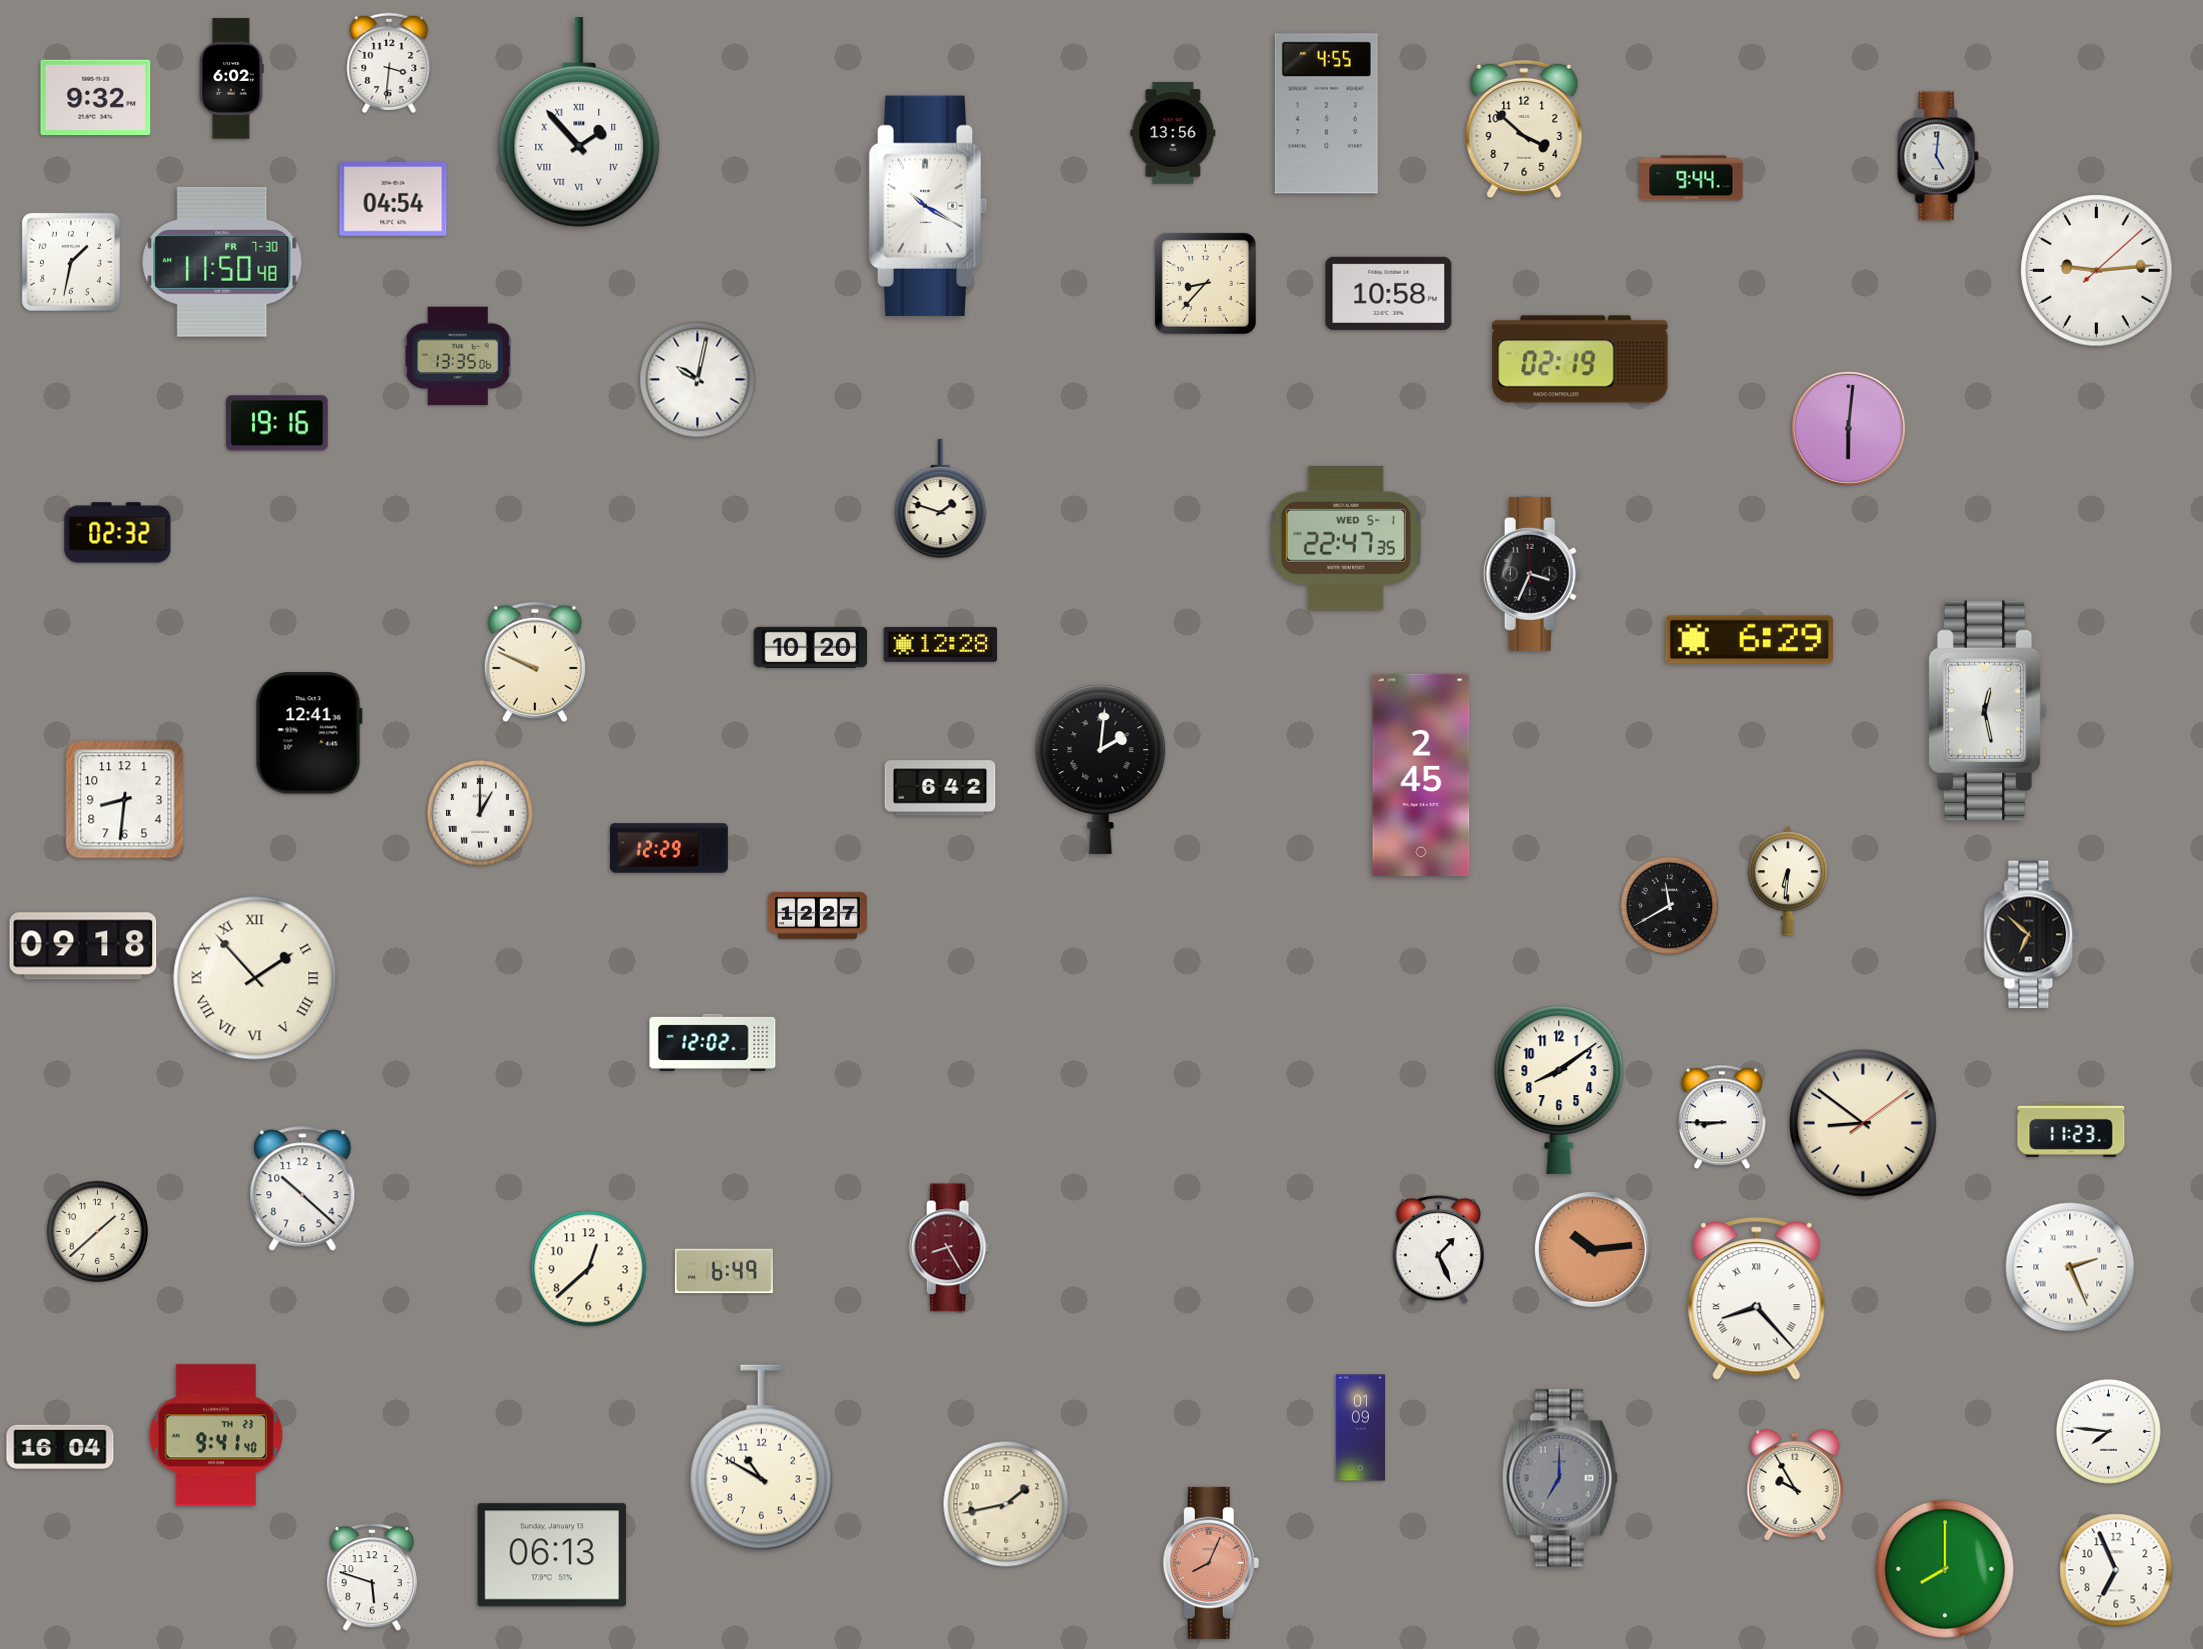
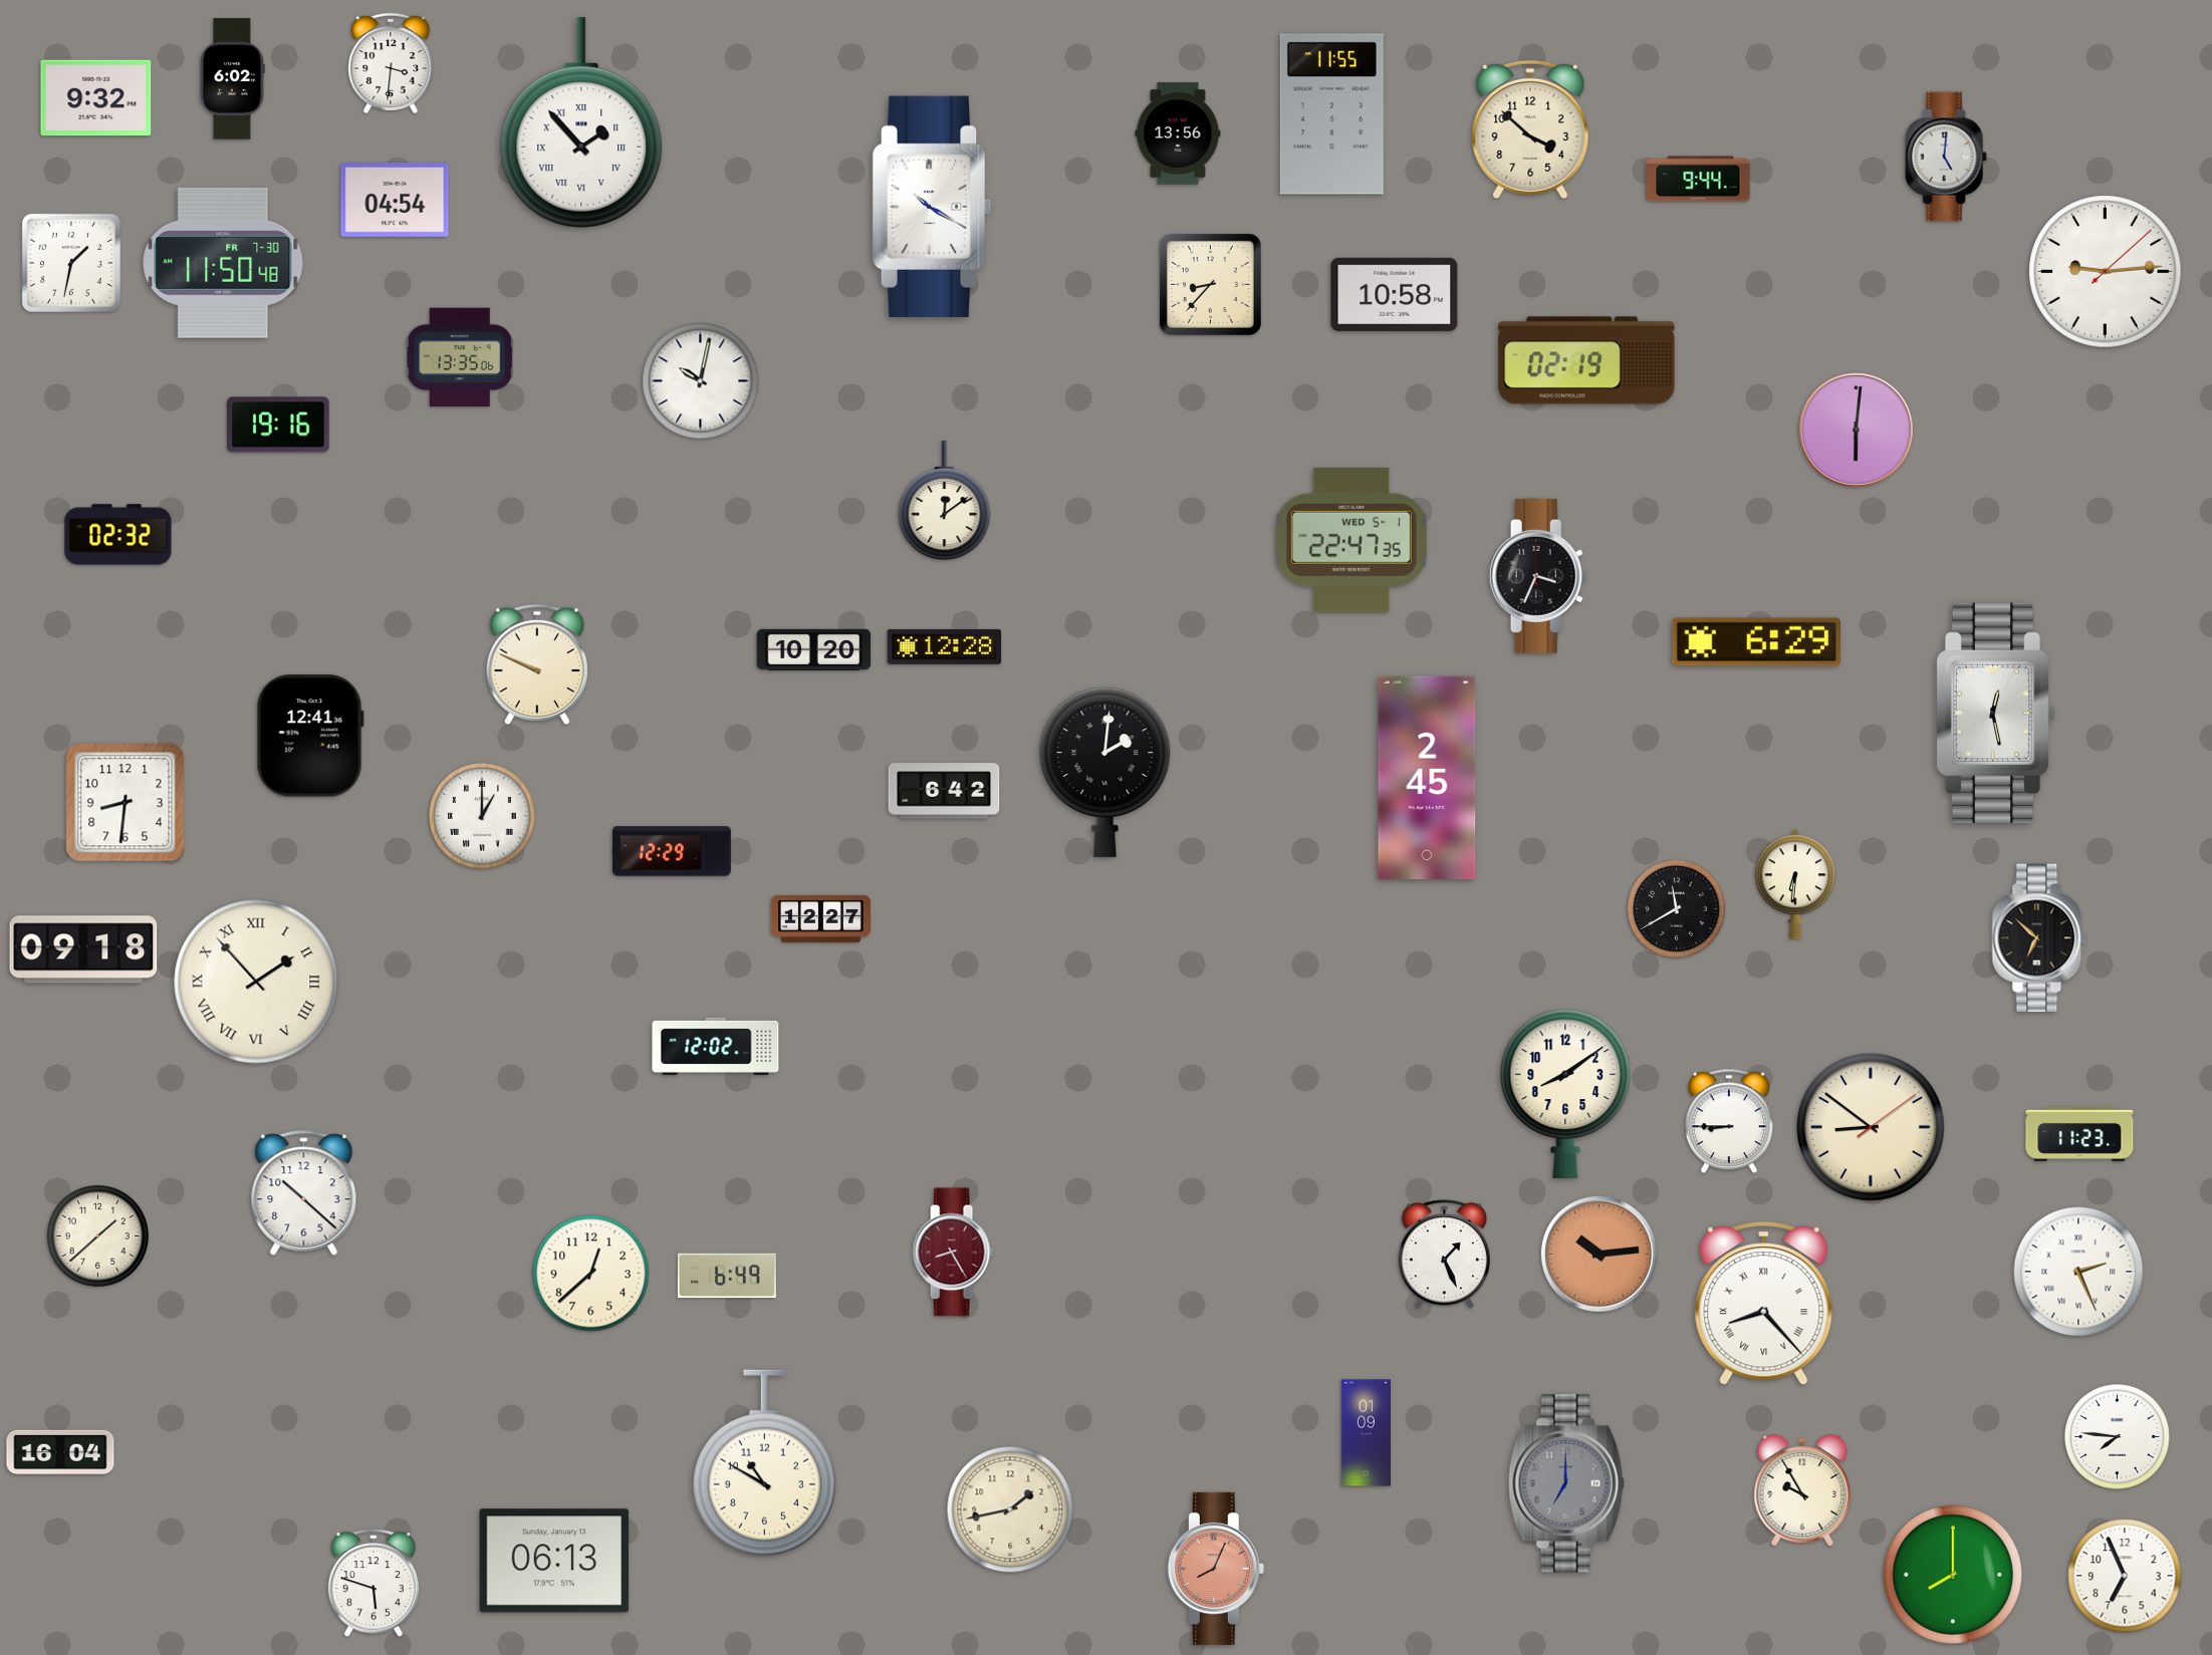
clock at (1326, 114): 4:55 -> 11:55
clock at (941, 500): 1:48 -> 12:09
clock at (215, 1435): 9:41 -> none
